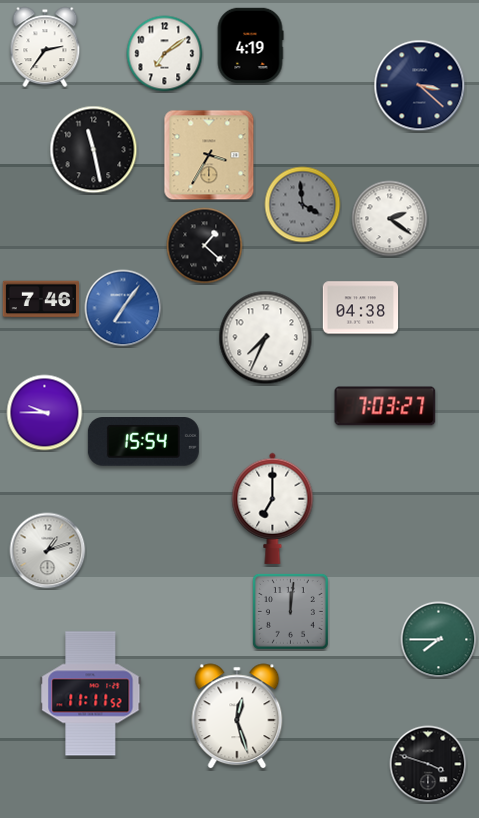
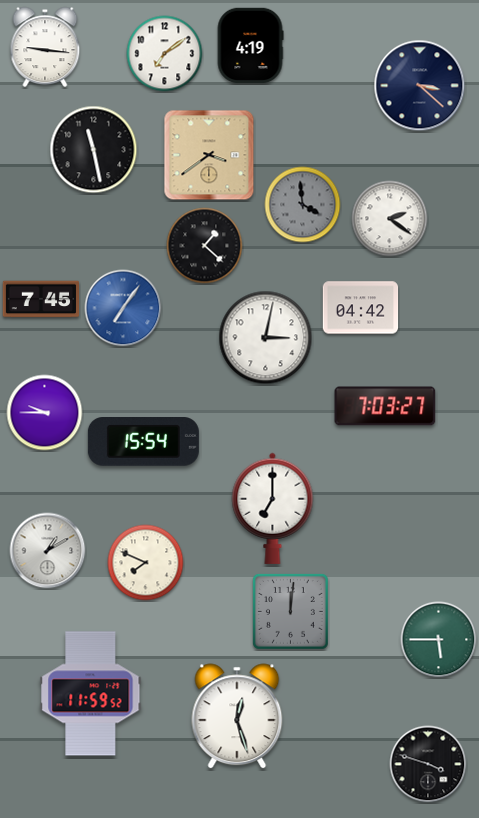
clock at (45, 47): 2:36 -> 9:16
clock at (209, 155): 3:35 -> 3:39
clock at (41, 299): 7:46 -> 7:45
clock at (361, 308): 04:38 -> 04:42
clock at (266, 338): 7:34 -> 3:02
clock at (48, 551): 1:12 -> 1:10
clock at (146, 563): none -> 7:49
clock at (439, 640): 7:45 -> 5:45
clock at (91, 694): 11:11 -> 11:59
